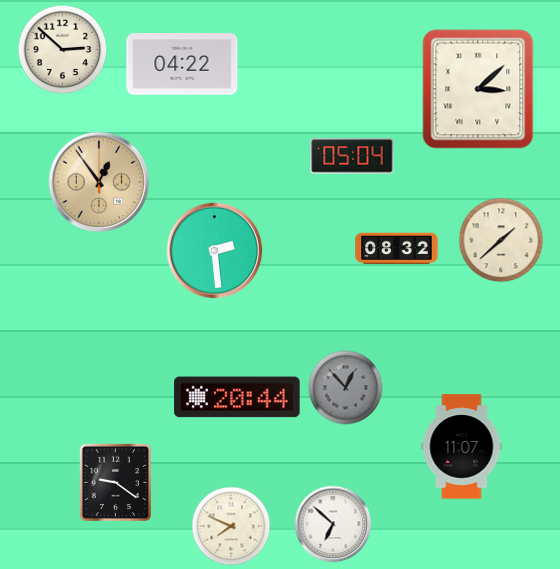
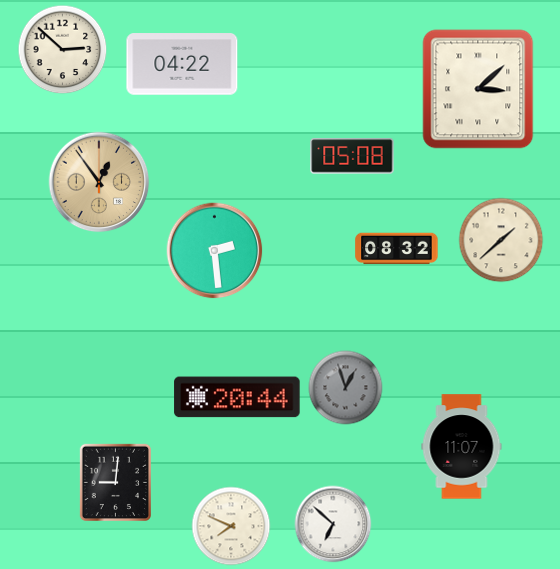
clock at (352, 156): 05:04 -> 05:08
clock at (346, 388): 12:53 -> 12:57
clock at (115, 482): 9:21 -> 9:01
